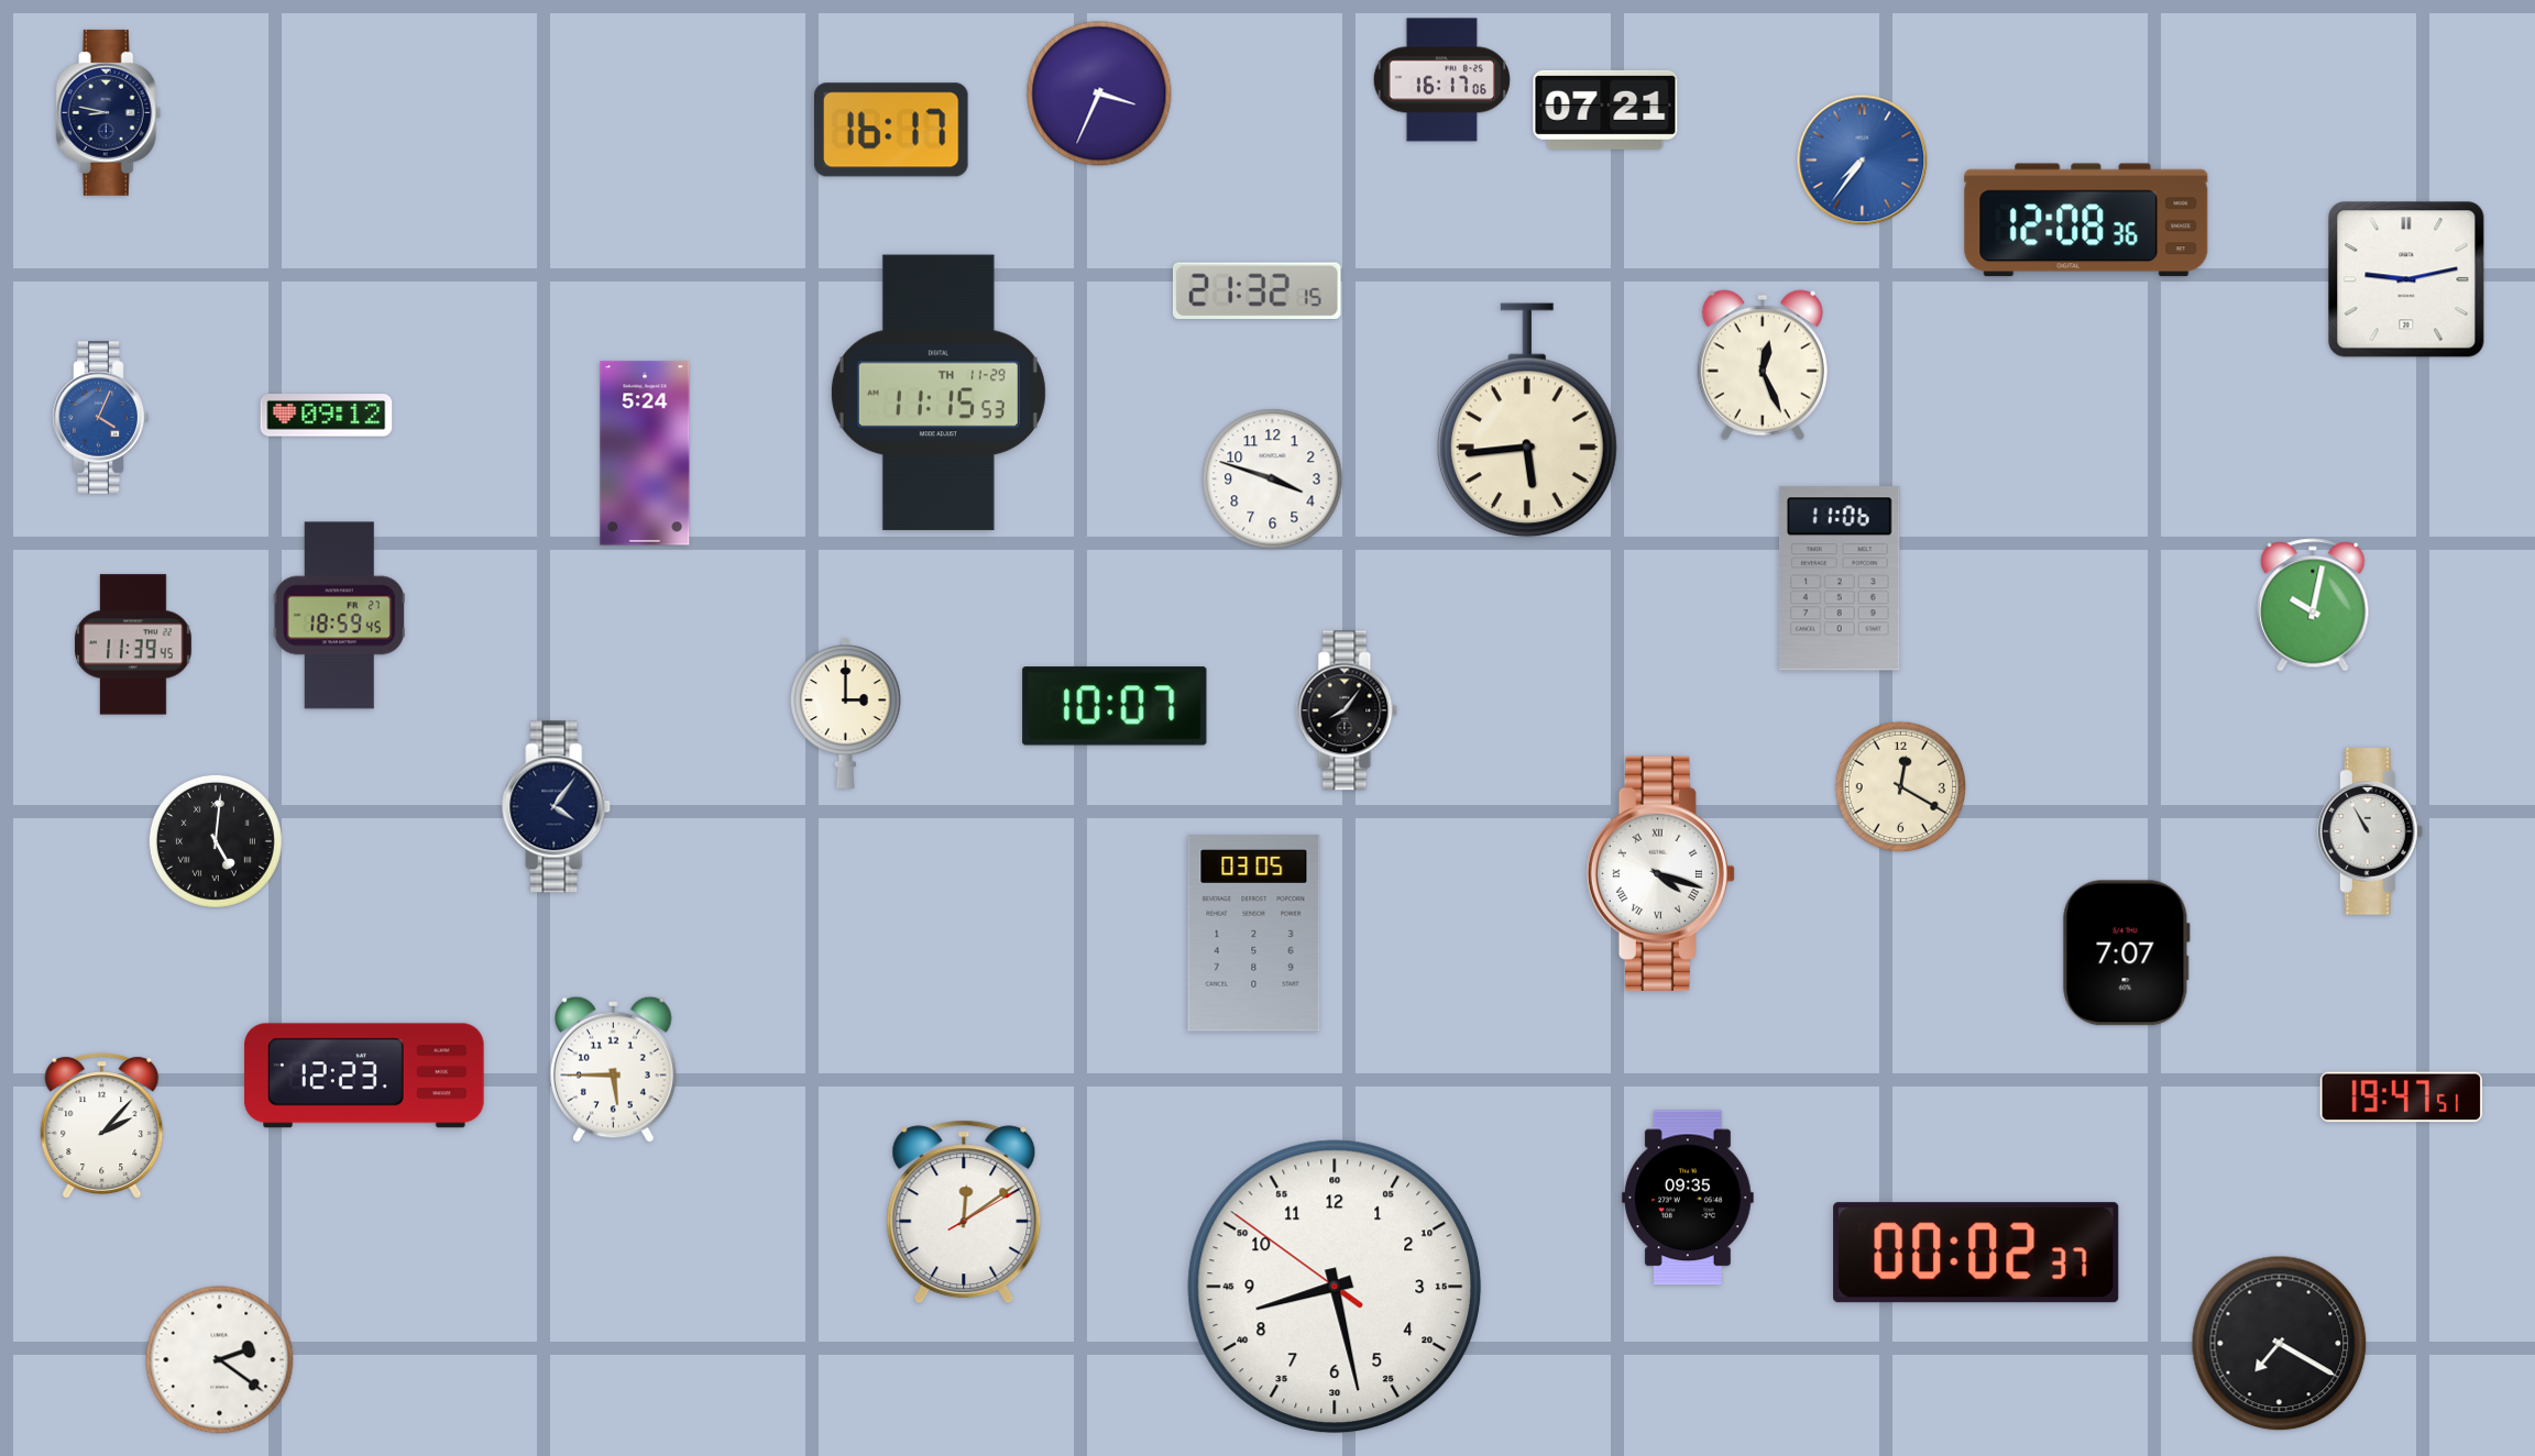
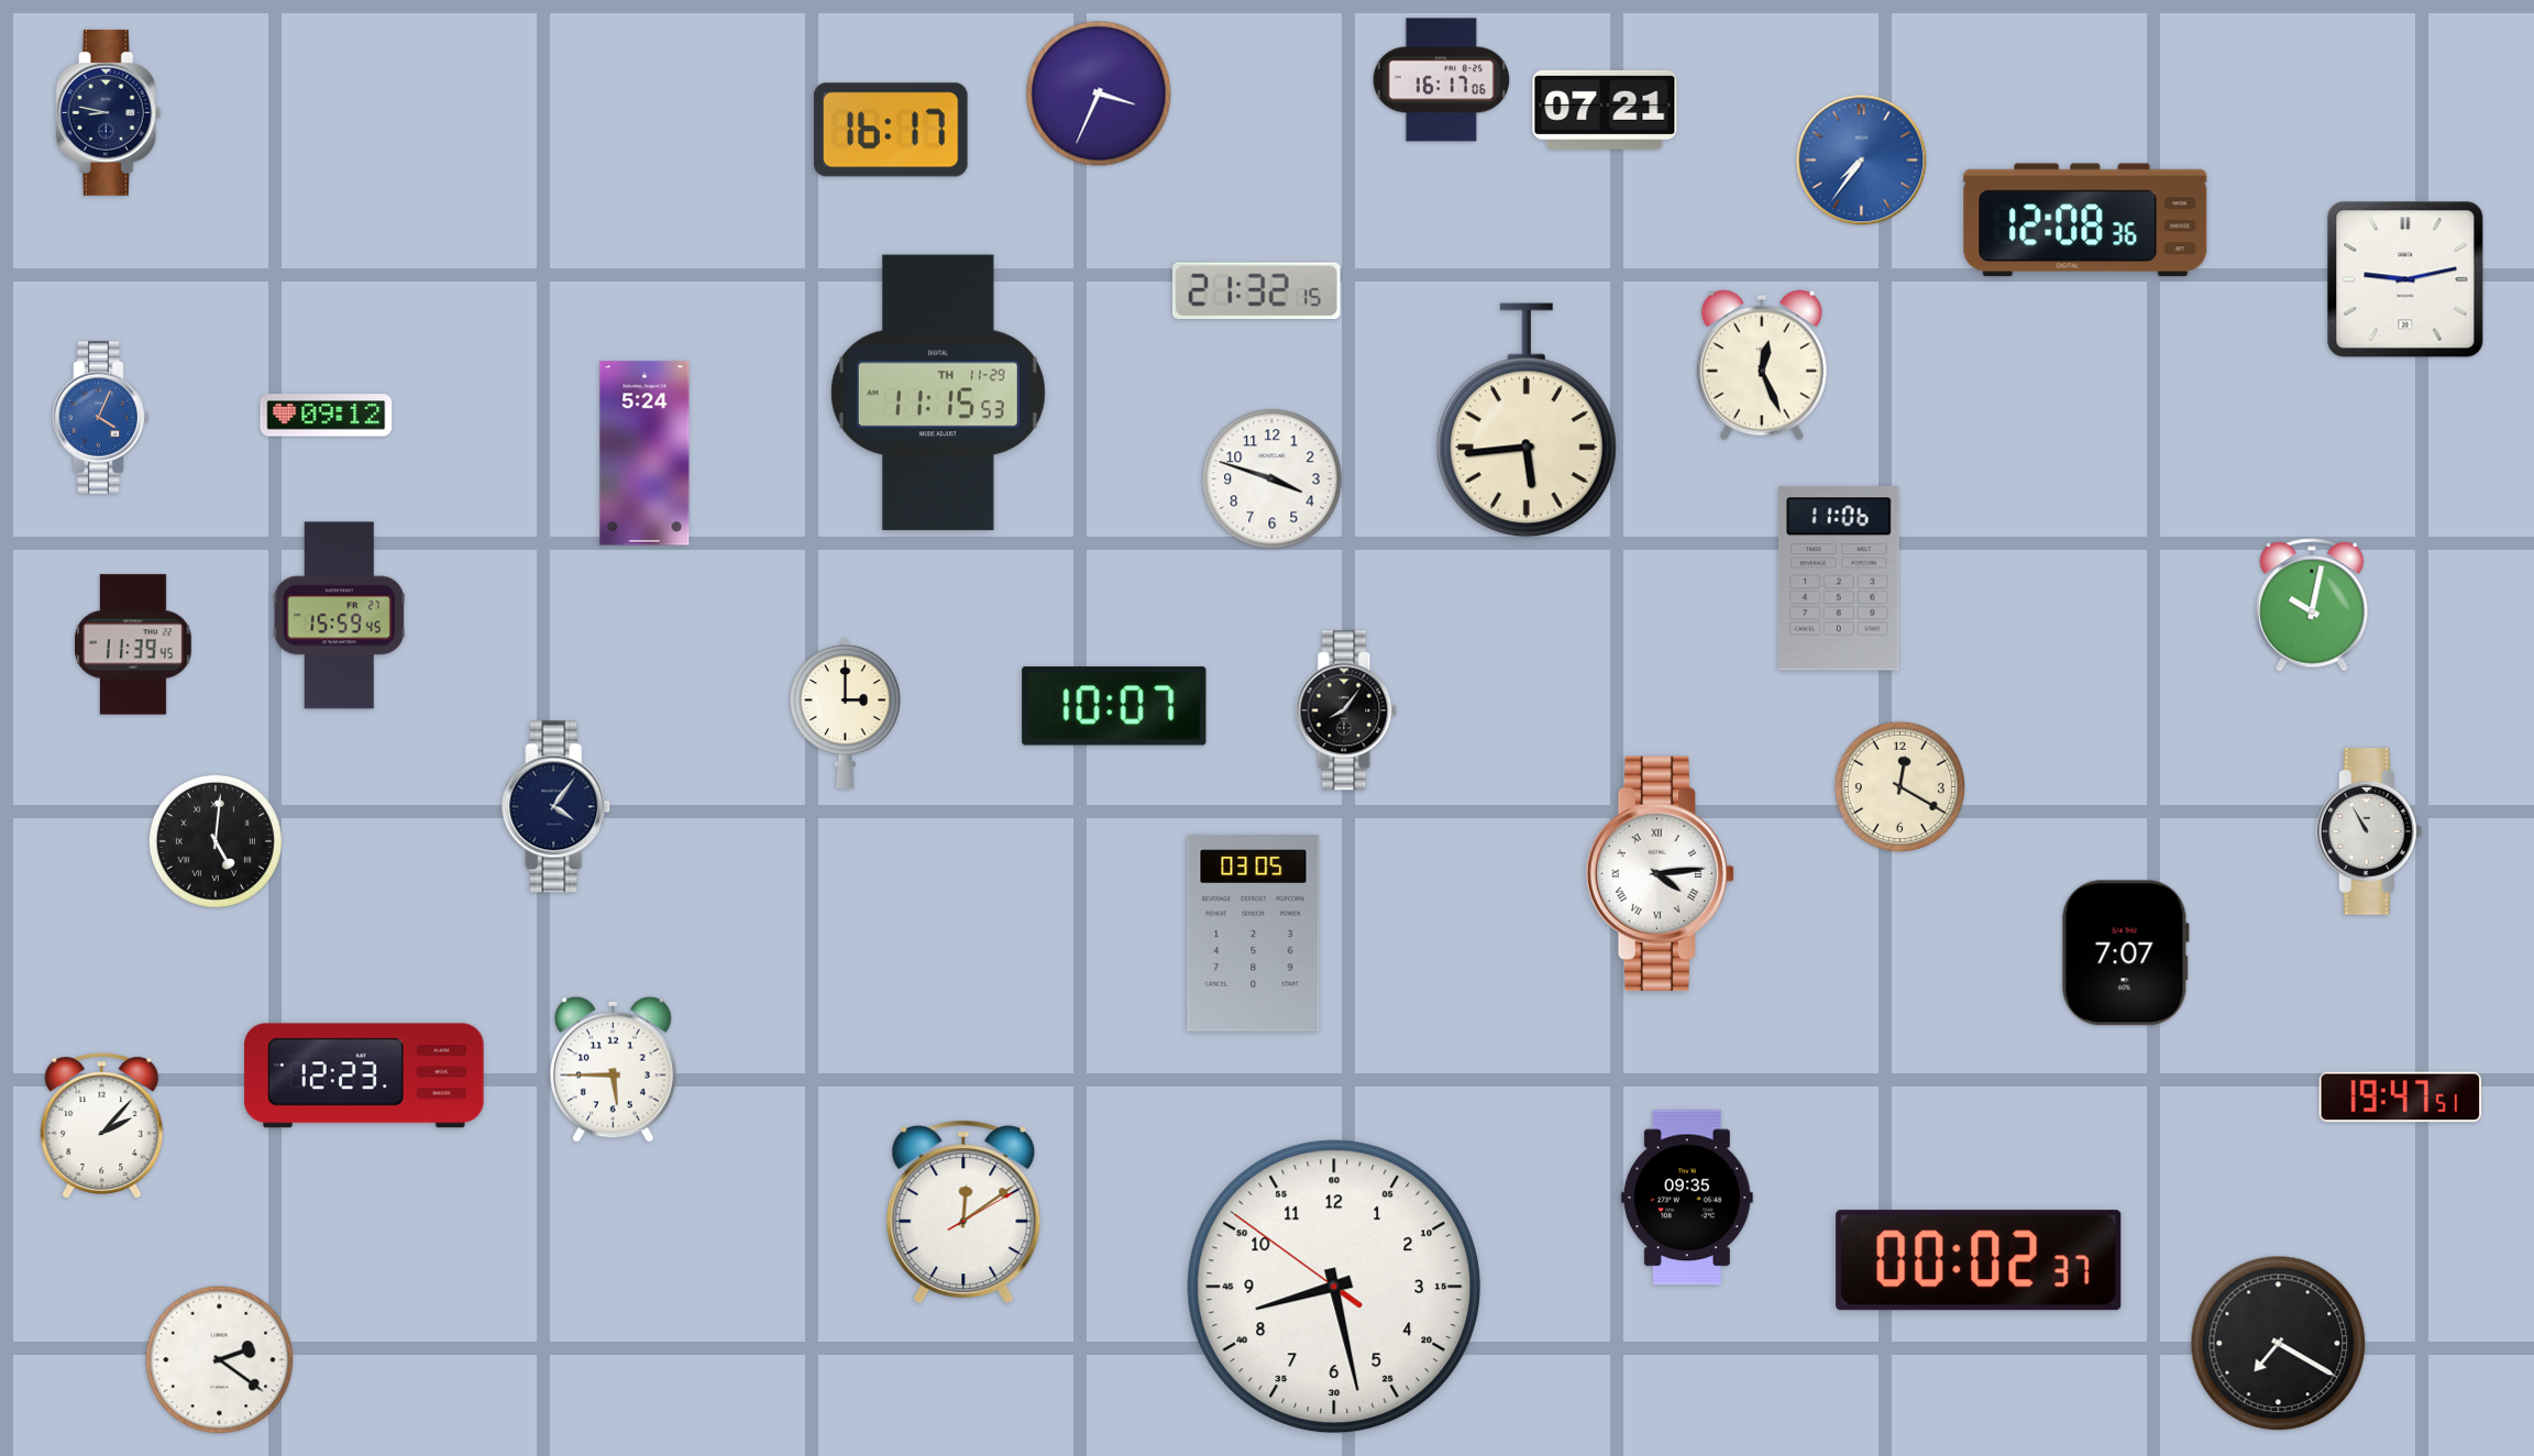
clock at (339, 616): 18:59 -> 15:59
clock at (1660, 873): 4:18 -> 4:14
clock at (1976, 1253) position: (1976, 1253) -> (1979, 1260)
